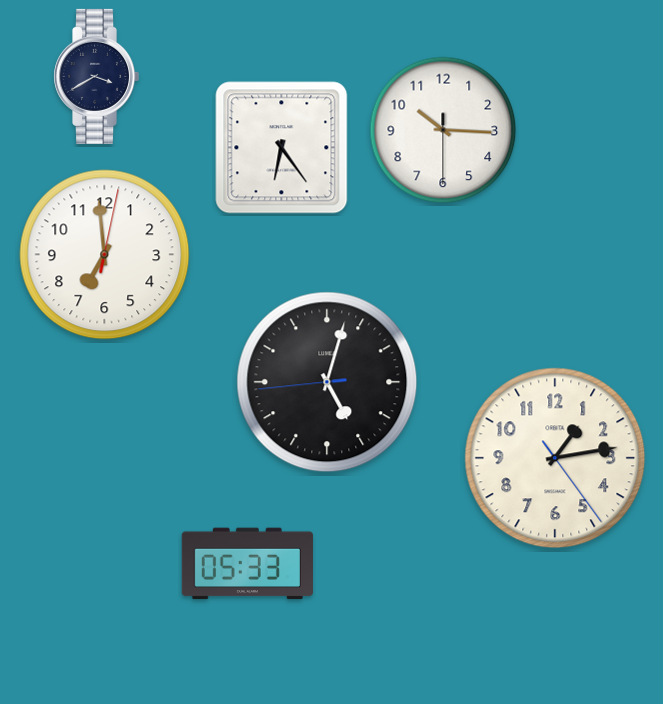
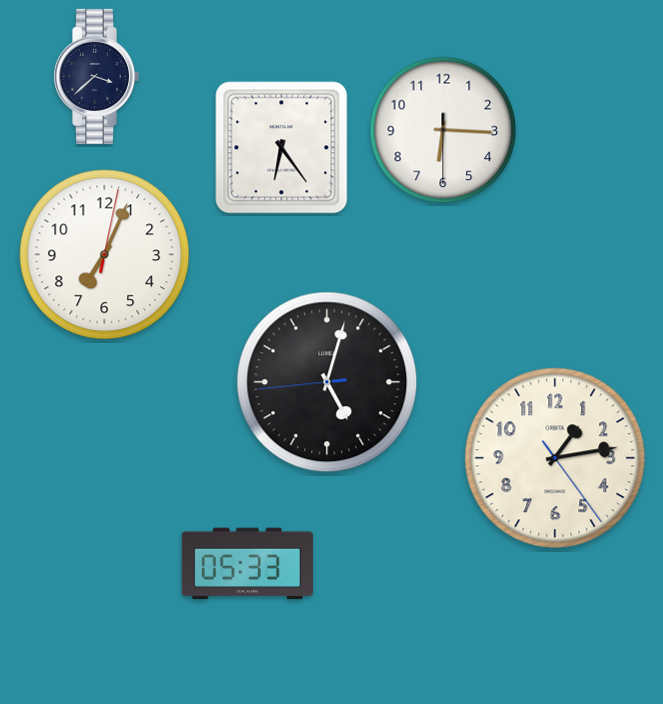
clock at (97, 76): 3:40 -> 3:38
clock at (443, 130): 10:15 -> 6:15
clock at (105, 255): 6:59 -> 7:04
